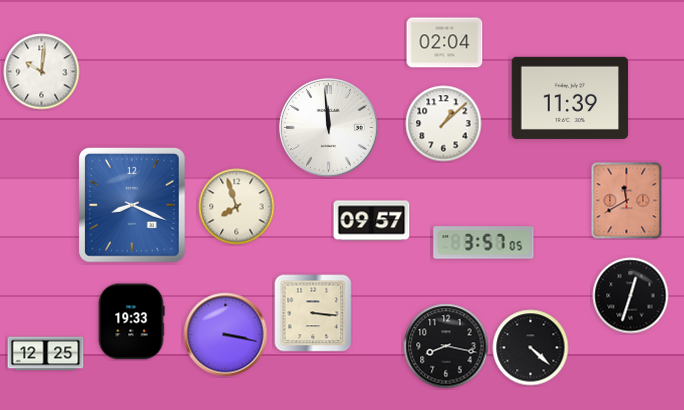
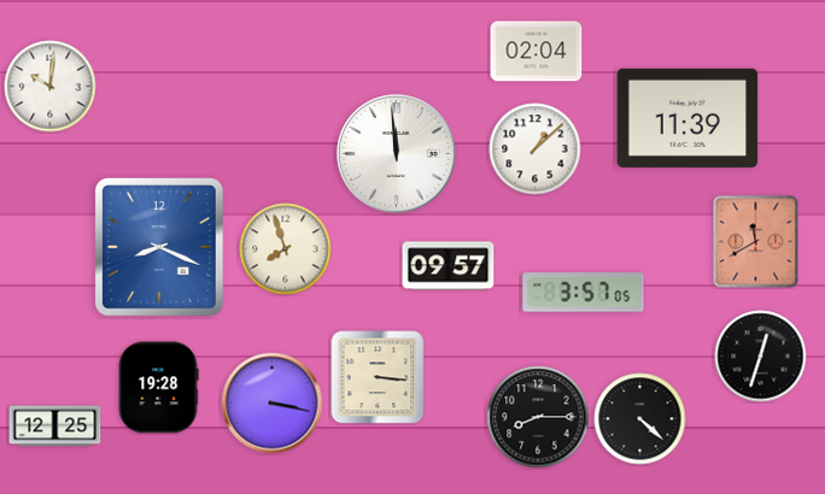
clock at (131, 322): 19:33 -> 19:28
clock at (446, 346): 8:17 -> 8:15
